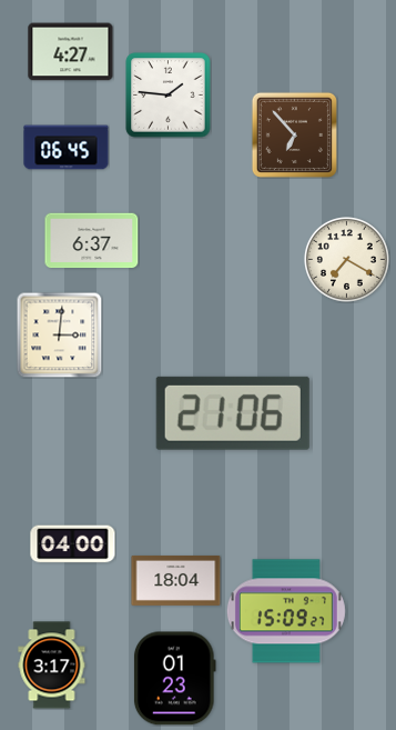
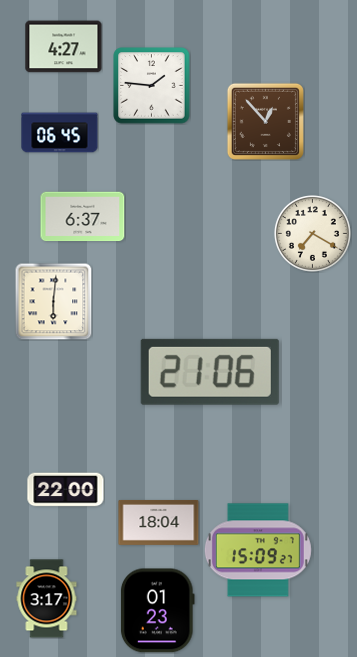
clock at (294, 134): 6:53 -> 12:53
clock at (59, 334): 3:01 -> 6:01
clock at (73, 544): 04:00 -> 22:00
